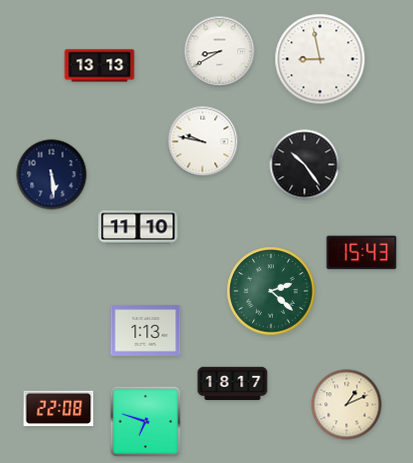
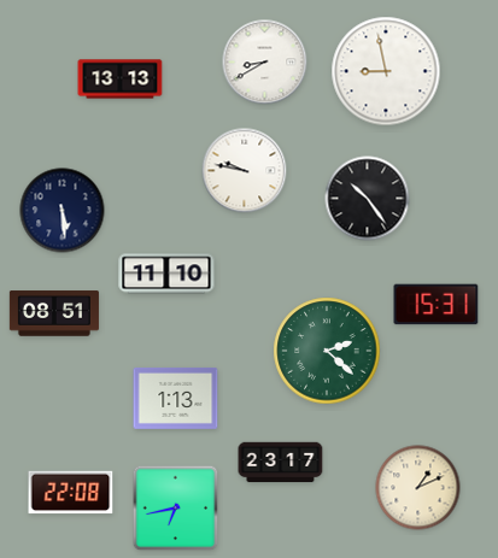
clock at (362, 253): 15:43 -> 15:31
clock at (54, 313): none -> 08:51
clock at (233, 384): 18:17 -> 23:17
clock at (146, 422): 6:48 -> 6:43
